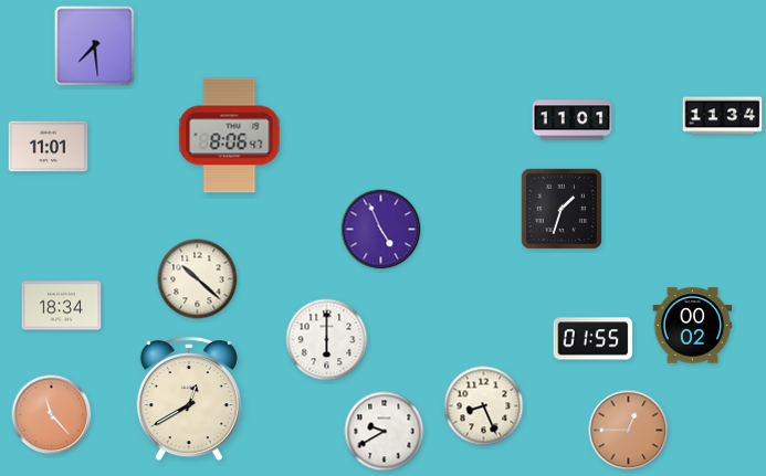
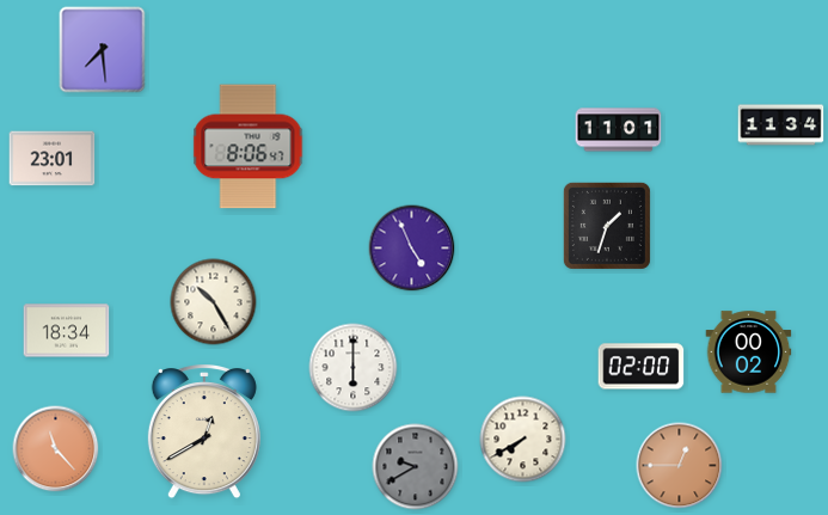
clock at (49, 147): 11:01 -> 23:01
clock at (198, 279): 10:22 -> 10:25
clock at (594, 339): 01:55 -> 02:00
clock at (484, 406): 8:26 -> 7:40
clock at (385, 432) dial: white -> grey
